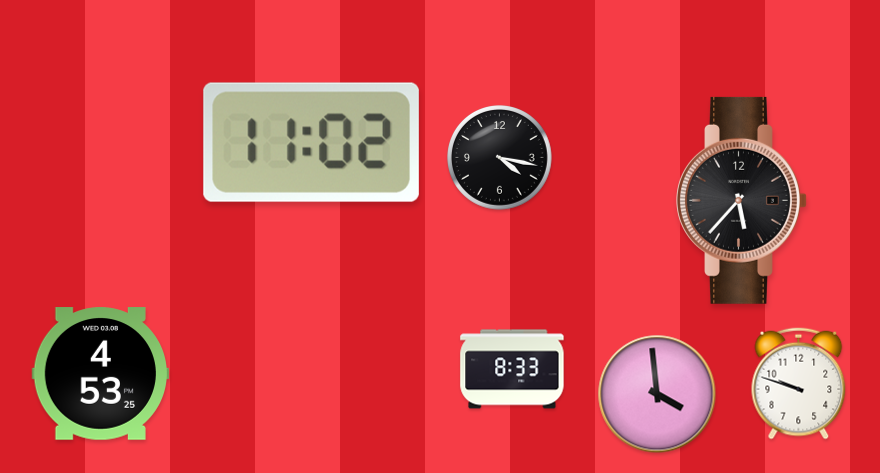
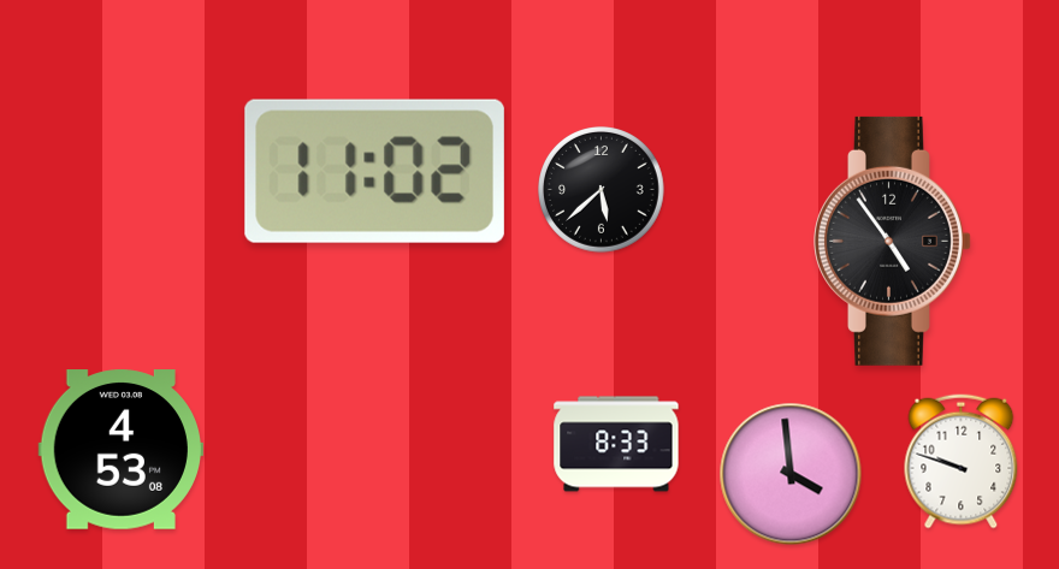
clock at (500, 158): 4:17 -> 5:38
clock at (742, 200): 5:37 -> 4:54
clock at (100, 374): 4:53:25 -> 4:53:08
